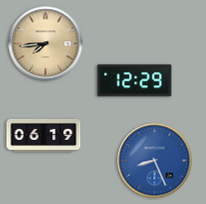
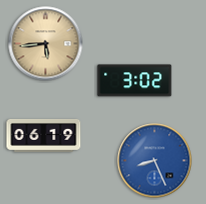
clock at (46, 44): 7:44 -> 5:44
clock at (135, 81): 12:29 -> 3:02
